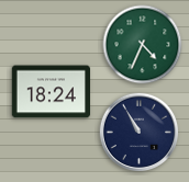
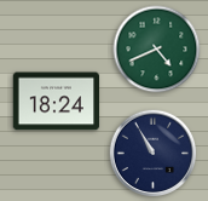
clock at (143, 45): 4:34 -> 4:41
clock at (140, 133) position: (140, 133) -> (154, 154)
